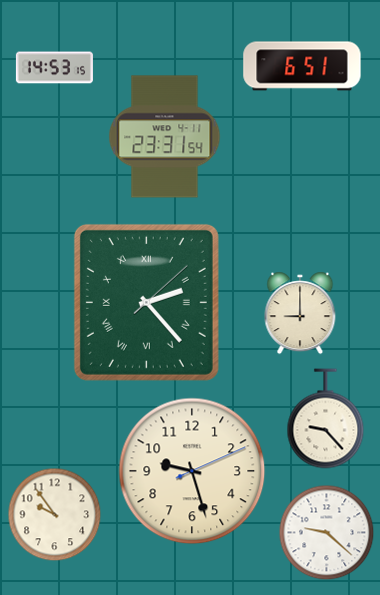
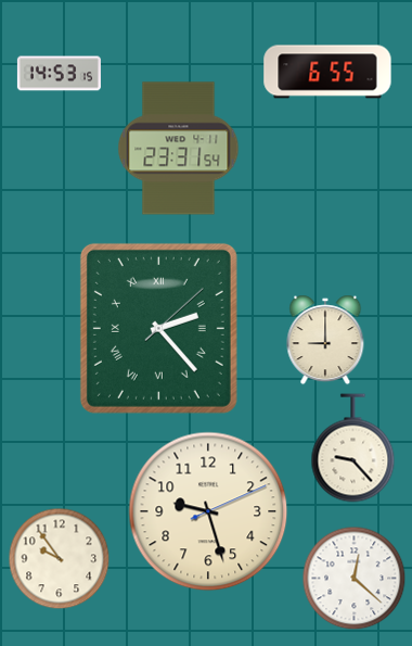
clock at (302, 66): 6:51 -> 6:55
clock at (326, 419) position: (326, 419) -> (353, 448)
clock at (327, 533): 9:22 -> 12:22
